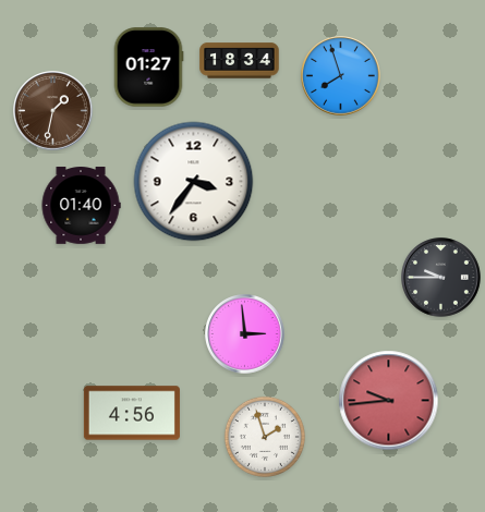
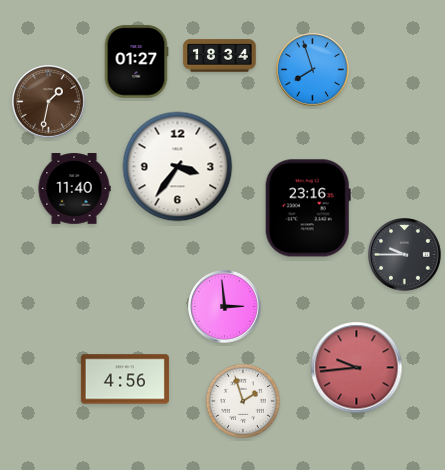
clock at (81, 206): 01:40 -> 11:40
clock at (308, 208): none -> 23:16
clock at (132, 413) position: (132, 413) -> (125, 379)
